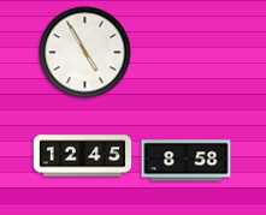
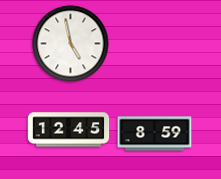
clock at (85, 53): 4:55 -> 4:58
clock at (187, 161): 8:58 -> 8:59
